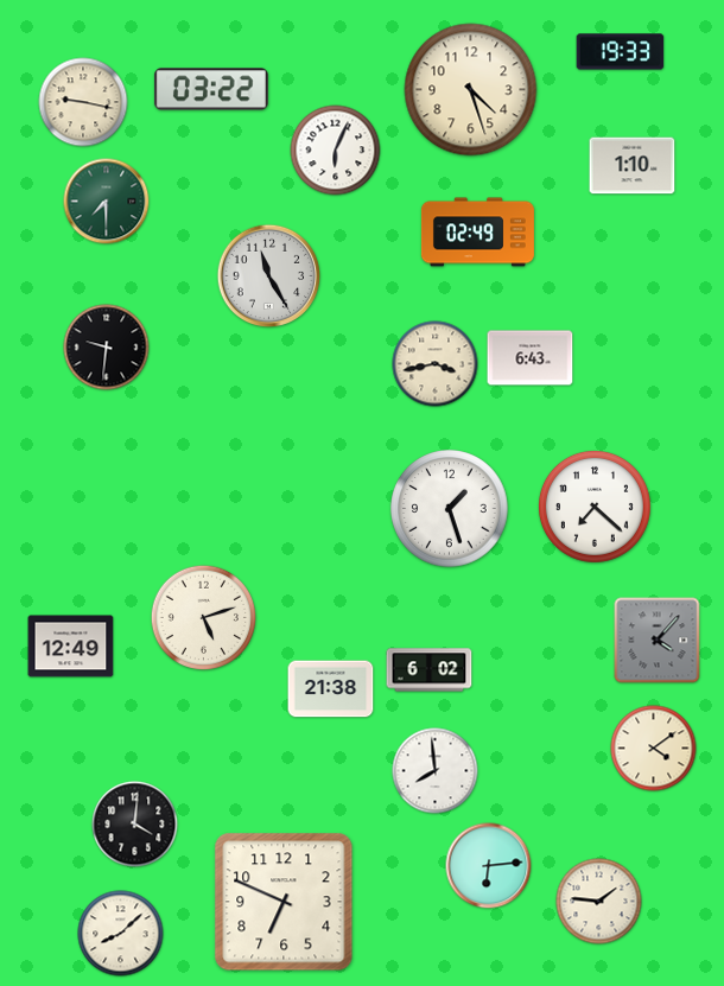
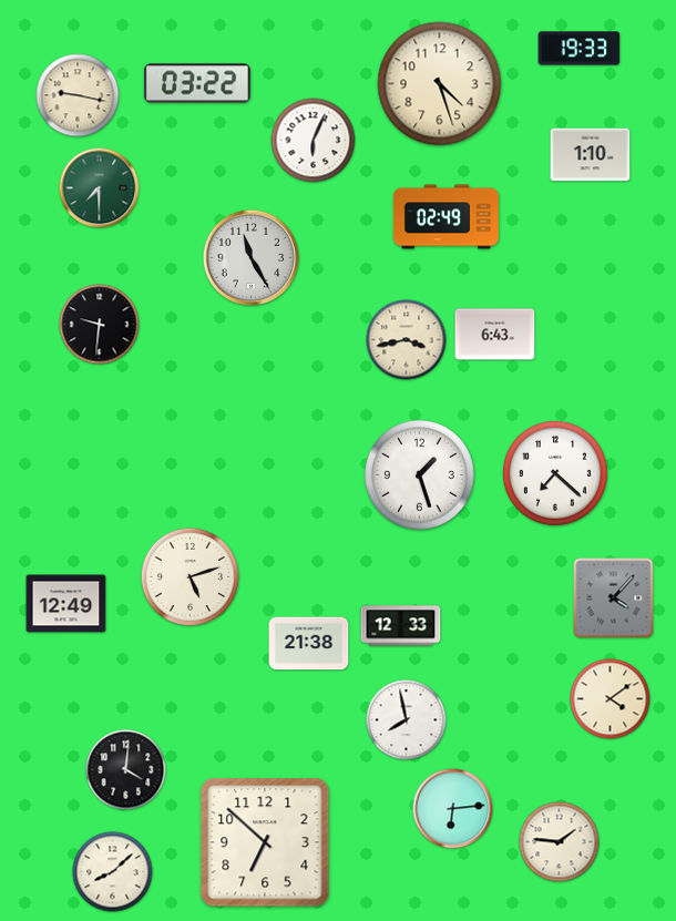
clock at (430, 670): 6:02 -> 12:33
clock at (436, 771): 7:59 -> 7:58
clock at (489, 866) position: (489, 866) -> (453, 809)
clock at (284, 902): 6:49 -> 6:52
